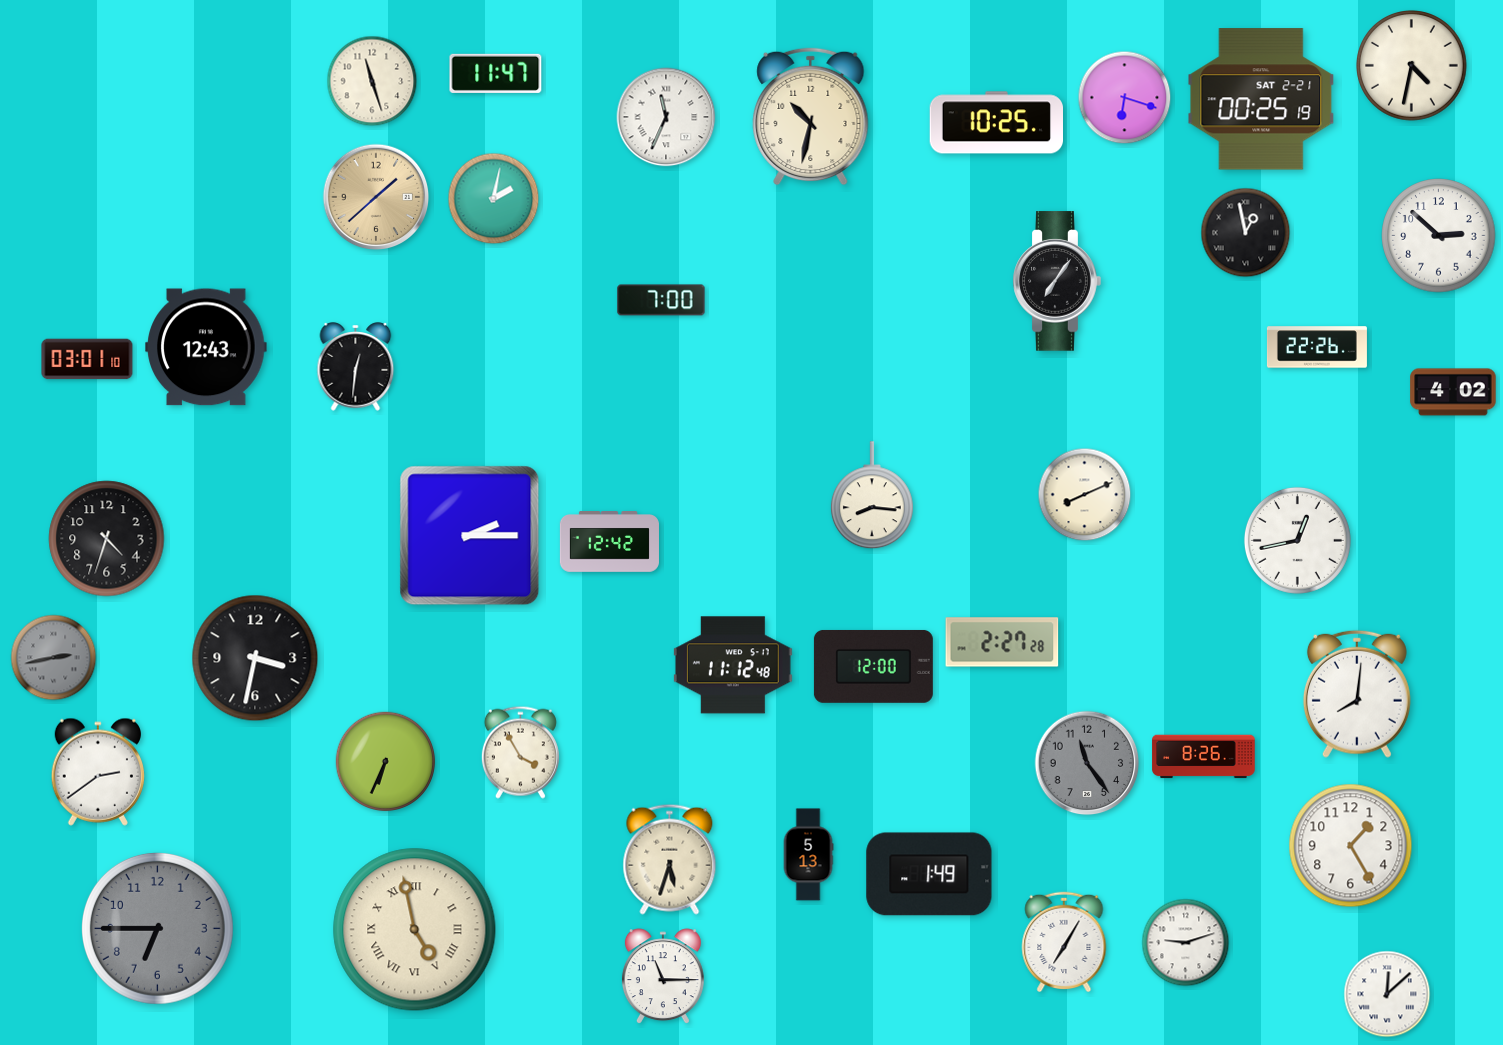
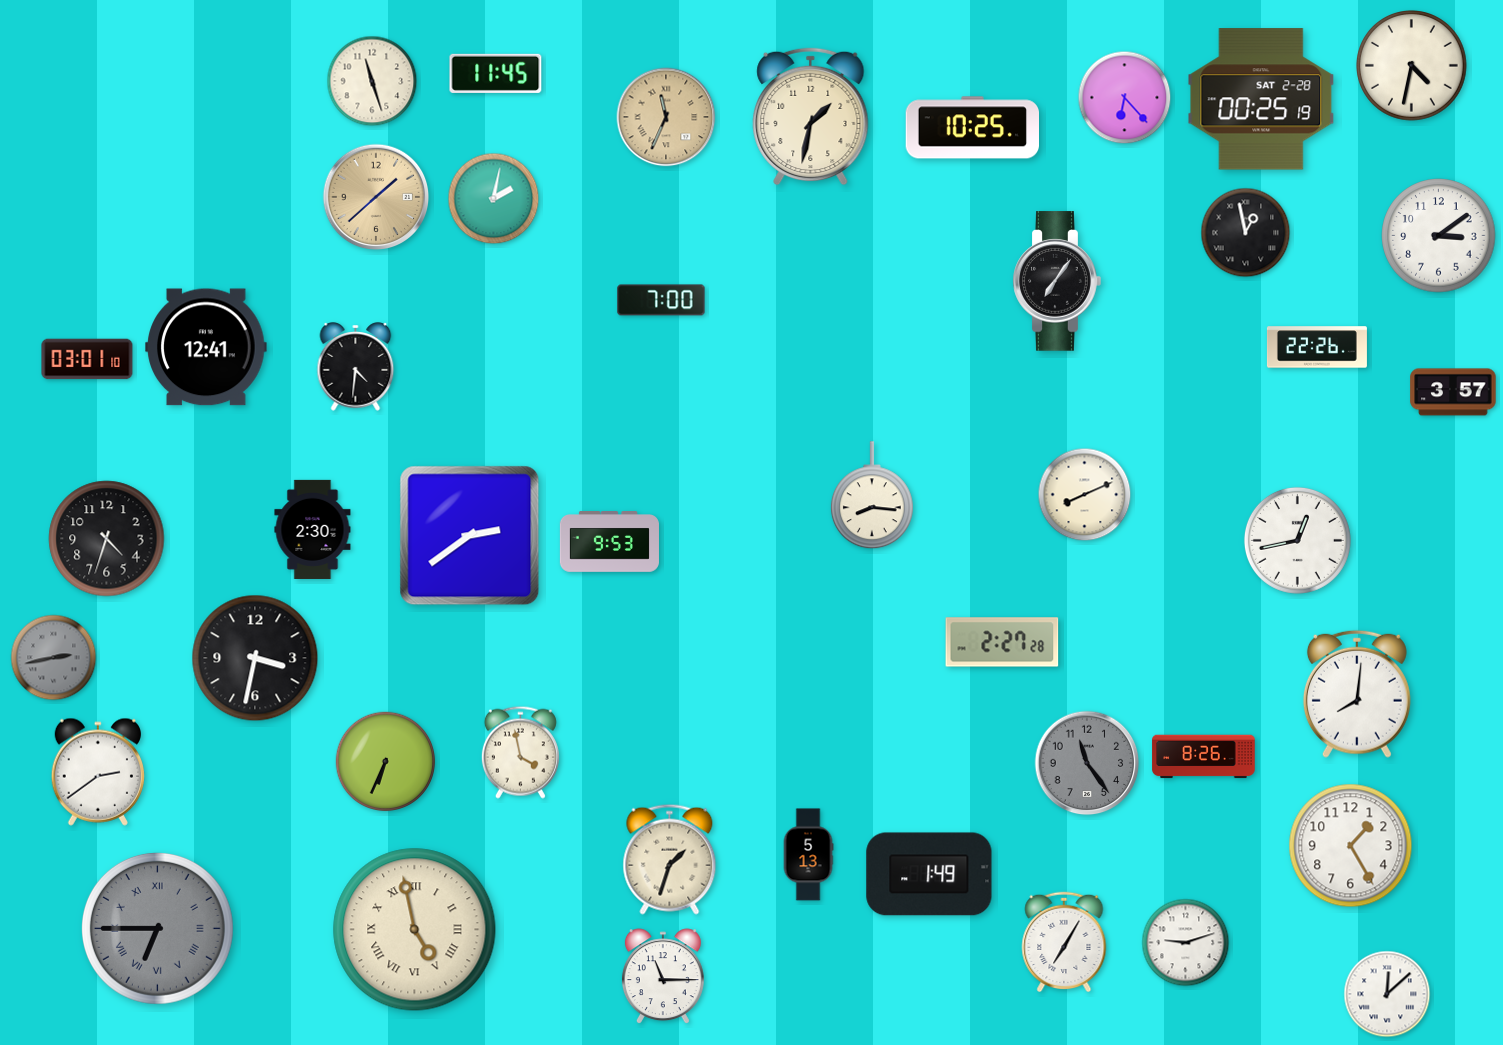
clock at (496, 73): 11:47 -> 11:45
clock at (1125, 98): 6:18 -> 6:23
clock at (1261, 99) date: SAT 2-21 -> SAT 2-28
clock at (666, 117) dial: white -> champagne
clock at (811, 117): 10:32 -> 1:32
clock at (997, 123) position: (997, 123) -> (973, 128)
clock at (1439, 236): 2:52 -> 3:09
clock at (206, 347): 12:43 -> 12:41
clock at (356, 367): 12:31 -> 4:31
clock at (1453, 392): 4:02 -> 3:57
clock at (313, 529): none -> 2:30
clock at (470, 536): 2:15 -> 2:39
clock at (609, 542): 12:42 -> 9:53
clock at (733, 665): 11:12 -> none
clock at (873, 666): 12:00 -> none
clock at (520, 752): 3:55 -> 3:58
clock at (670, 859): 5:33 -> 1:33
clock at (157, 928) numerals: Arabic -> Roman
